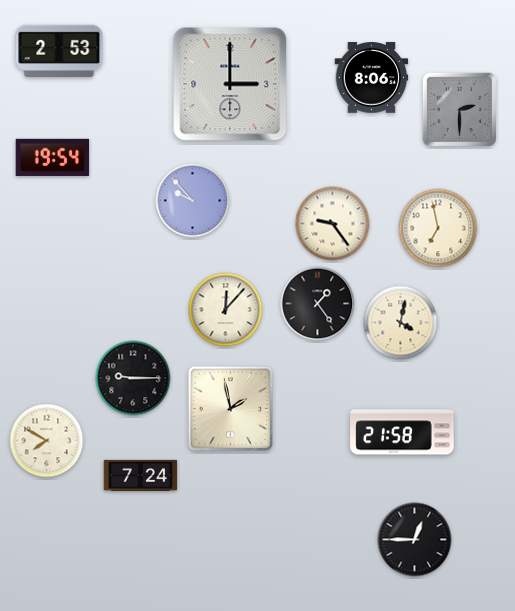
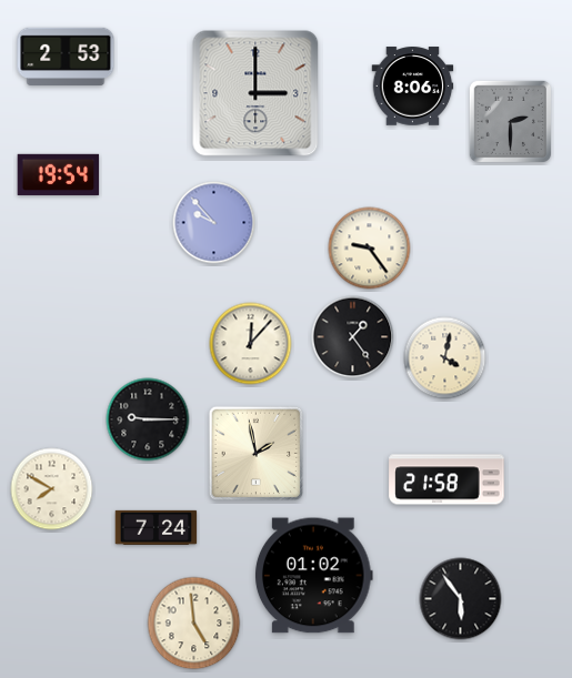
clock at (438, 228): 6:58 -> none
clock at (313, 576): none -> 01:02
clock at (415, 540): 12:45 -> 5:54
clock at (194, 624): none -> 4:59
